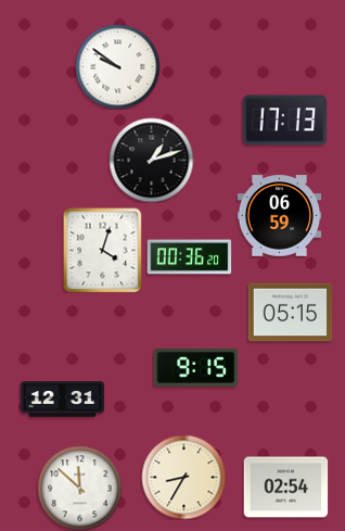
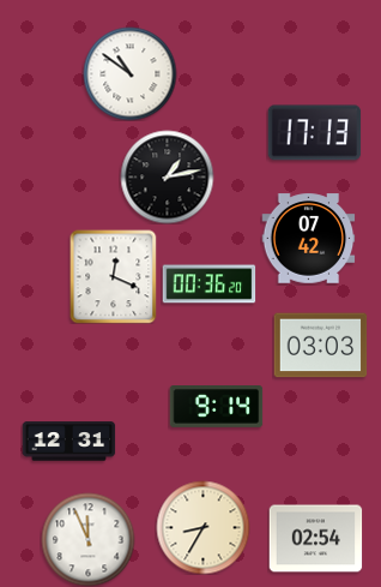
clock at (117, 66): 9:51 -> 10:51
clock at (151, 160): 1:12 -> 1:13
clock at (279, 216): 06:59 -> 07:42
clock at (103, 250): 4:03 -> 12:19
clock at (290, 313): 05:15 -> 03:03
clock at (195, 368): 9:15 -> 9:14
clock at (79, 488): 11:52 -> 11:56
